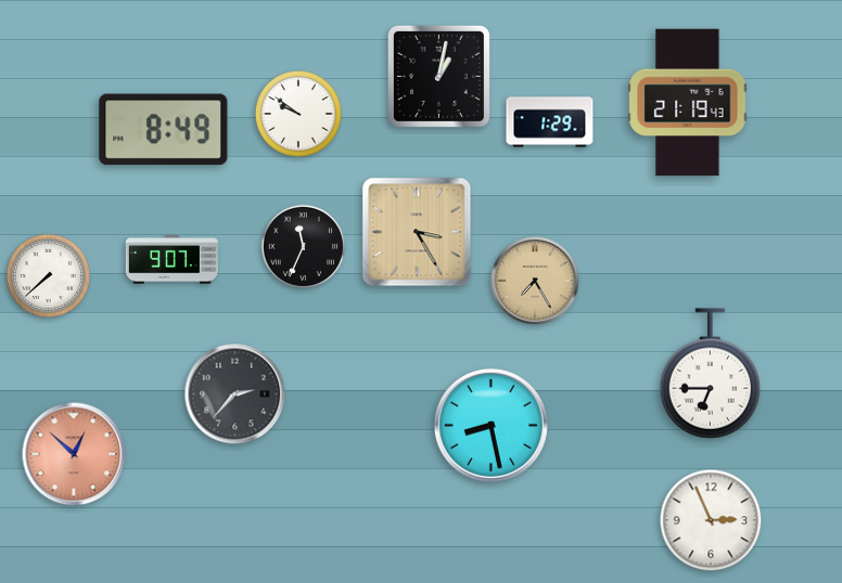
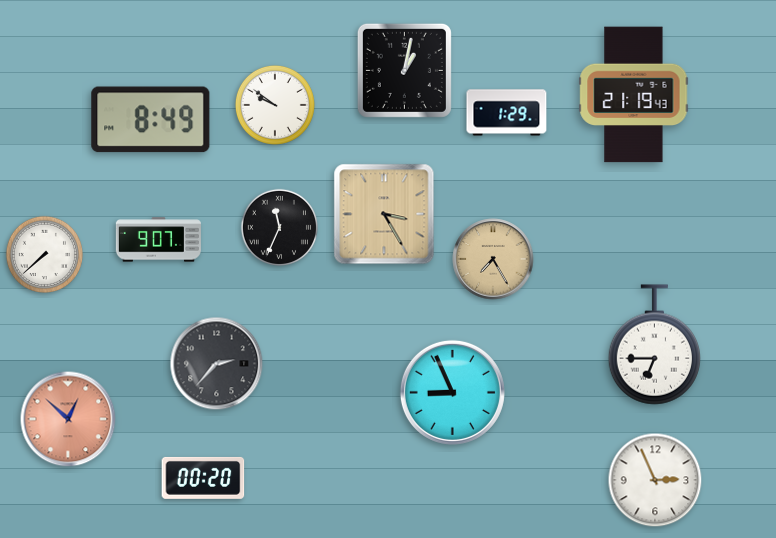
clock at (490, 425): 8:28 -> 8:56
clock at (203, 478): none -> 00:20
